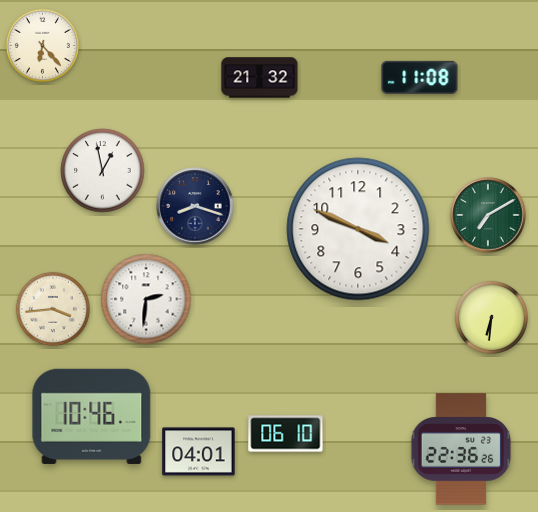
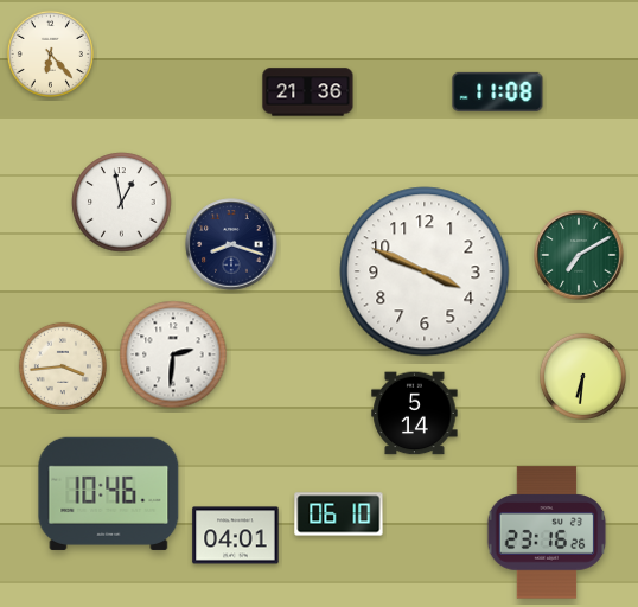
clock at (260, 78): 21:32 -> 21:36
clock at (415, 414): none -> 5:14
clock at (461, 449): 22:36 -> 23:16
